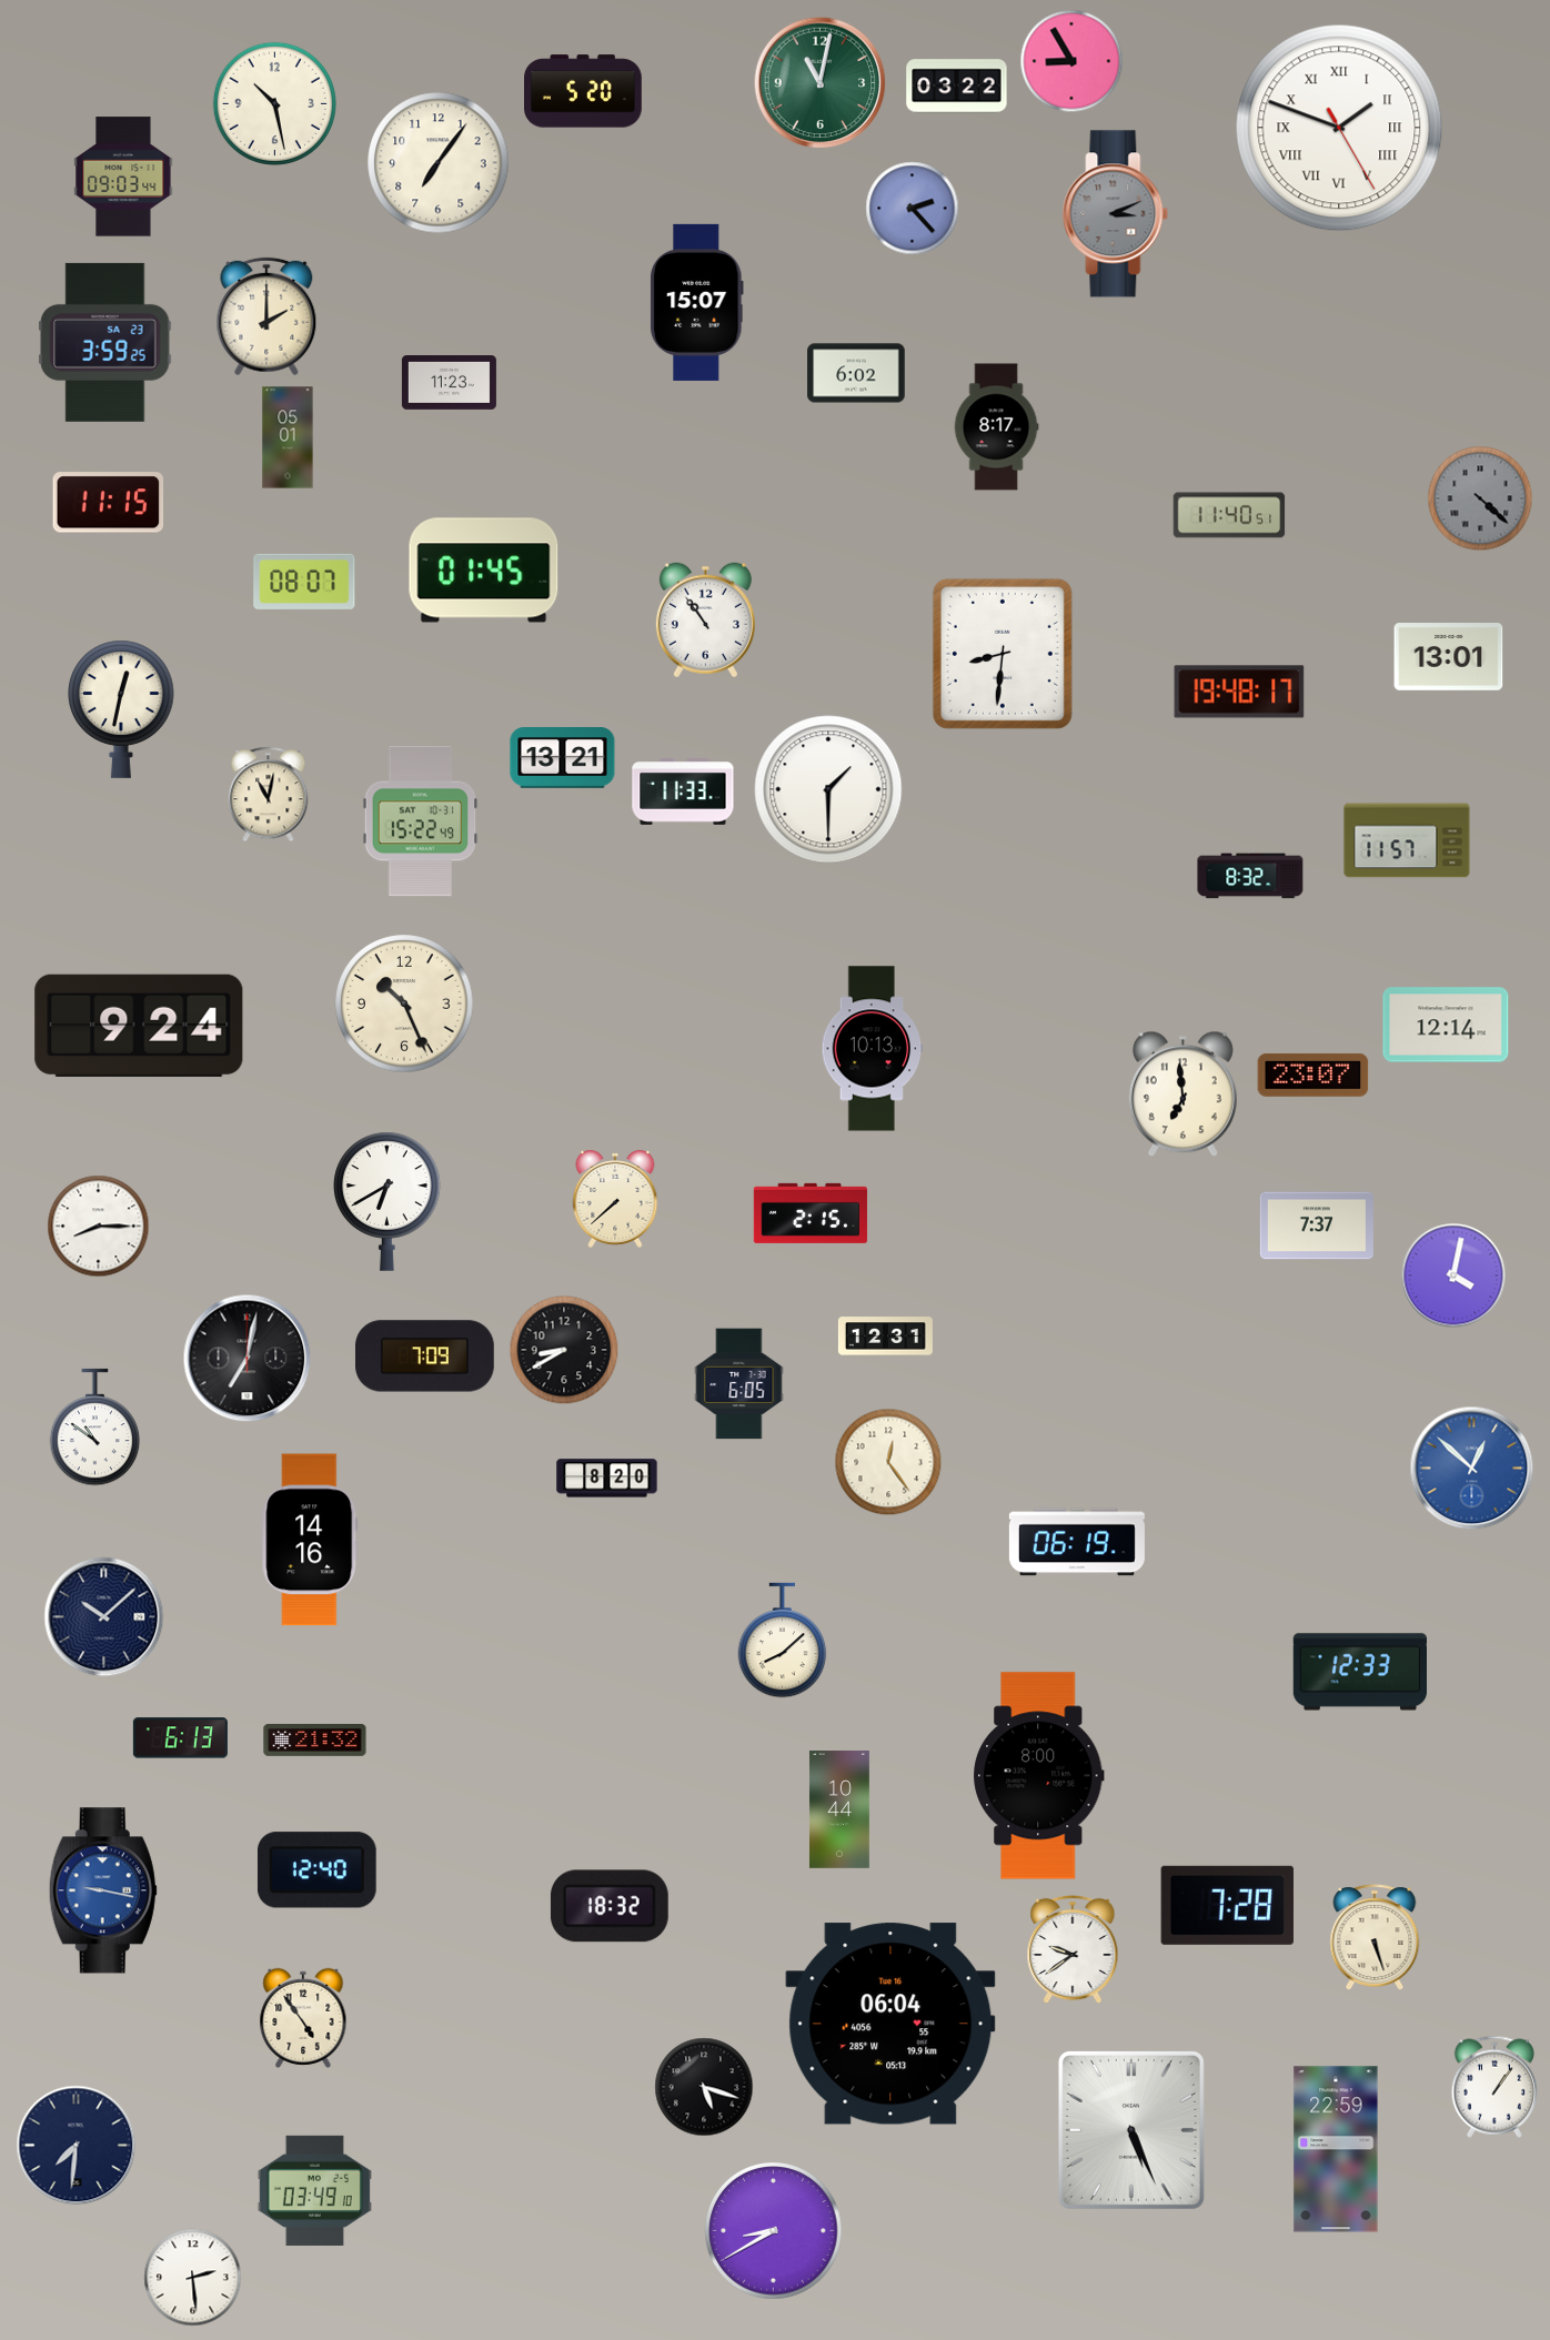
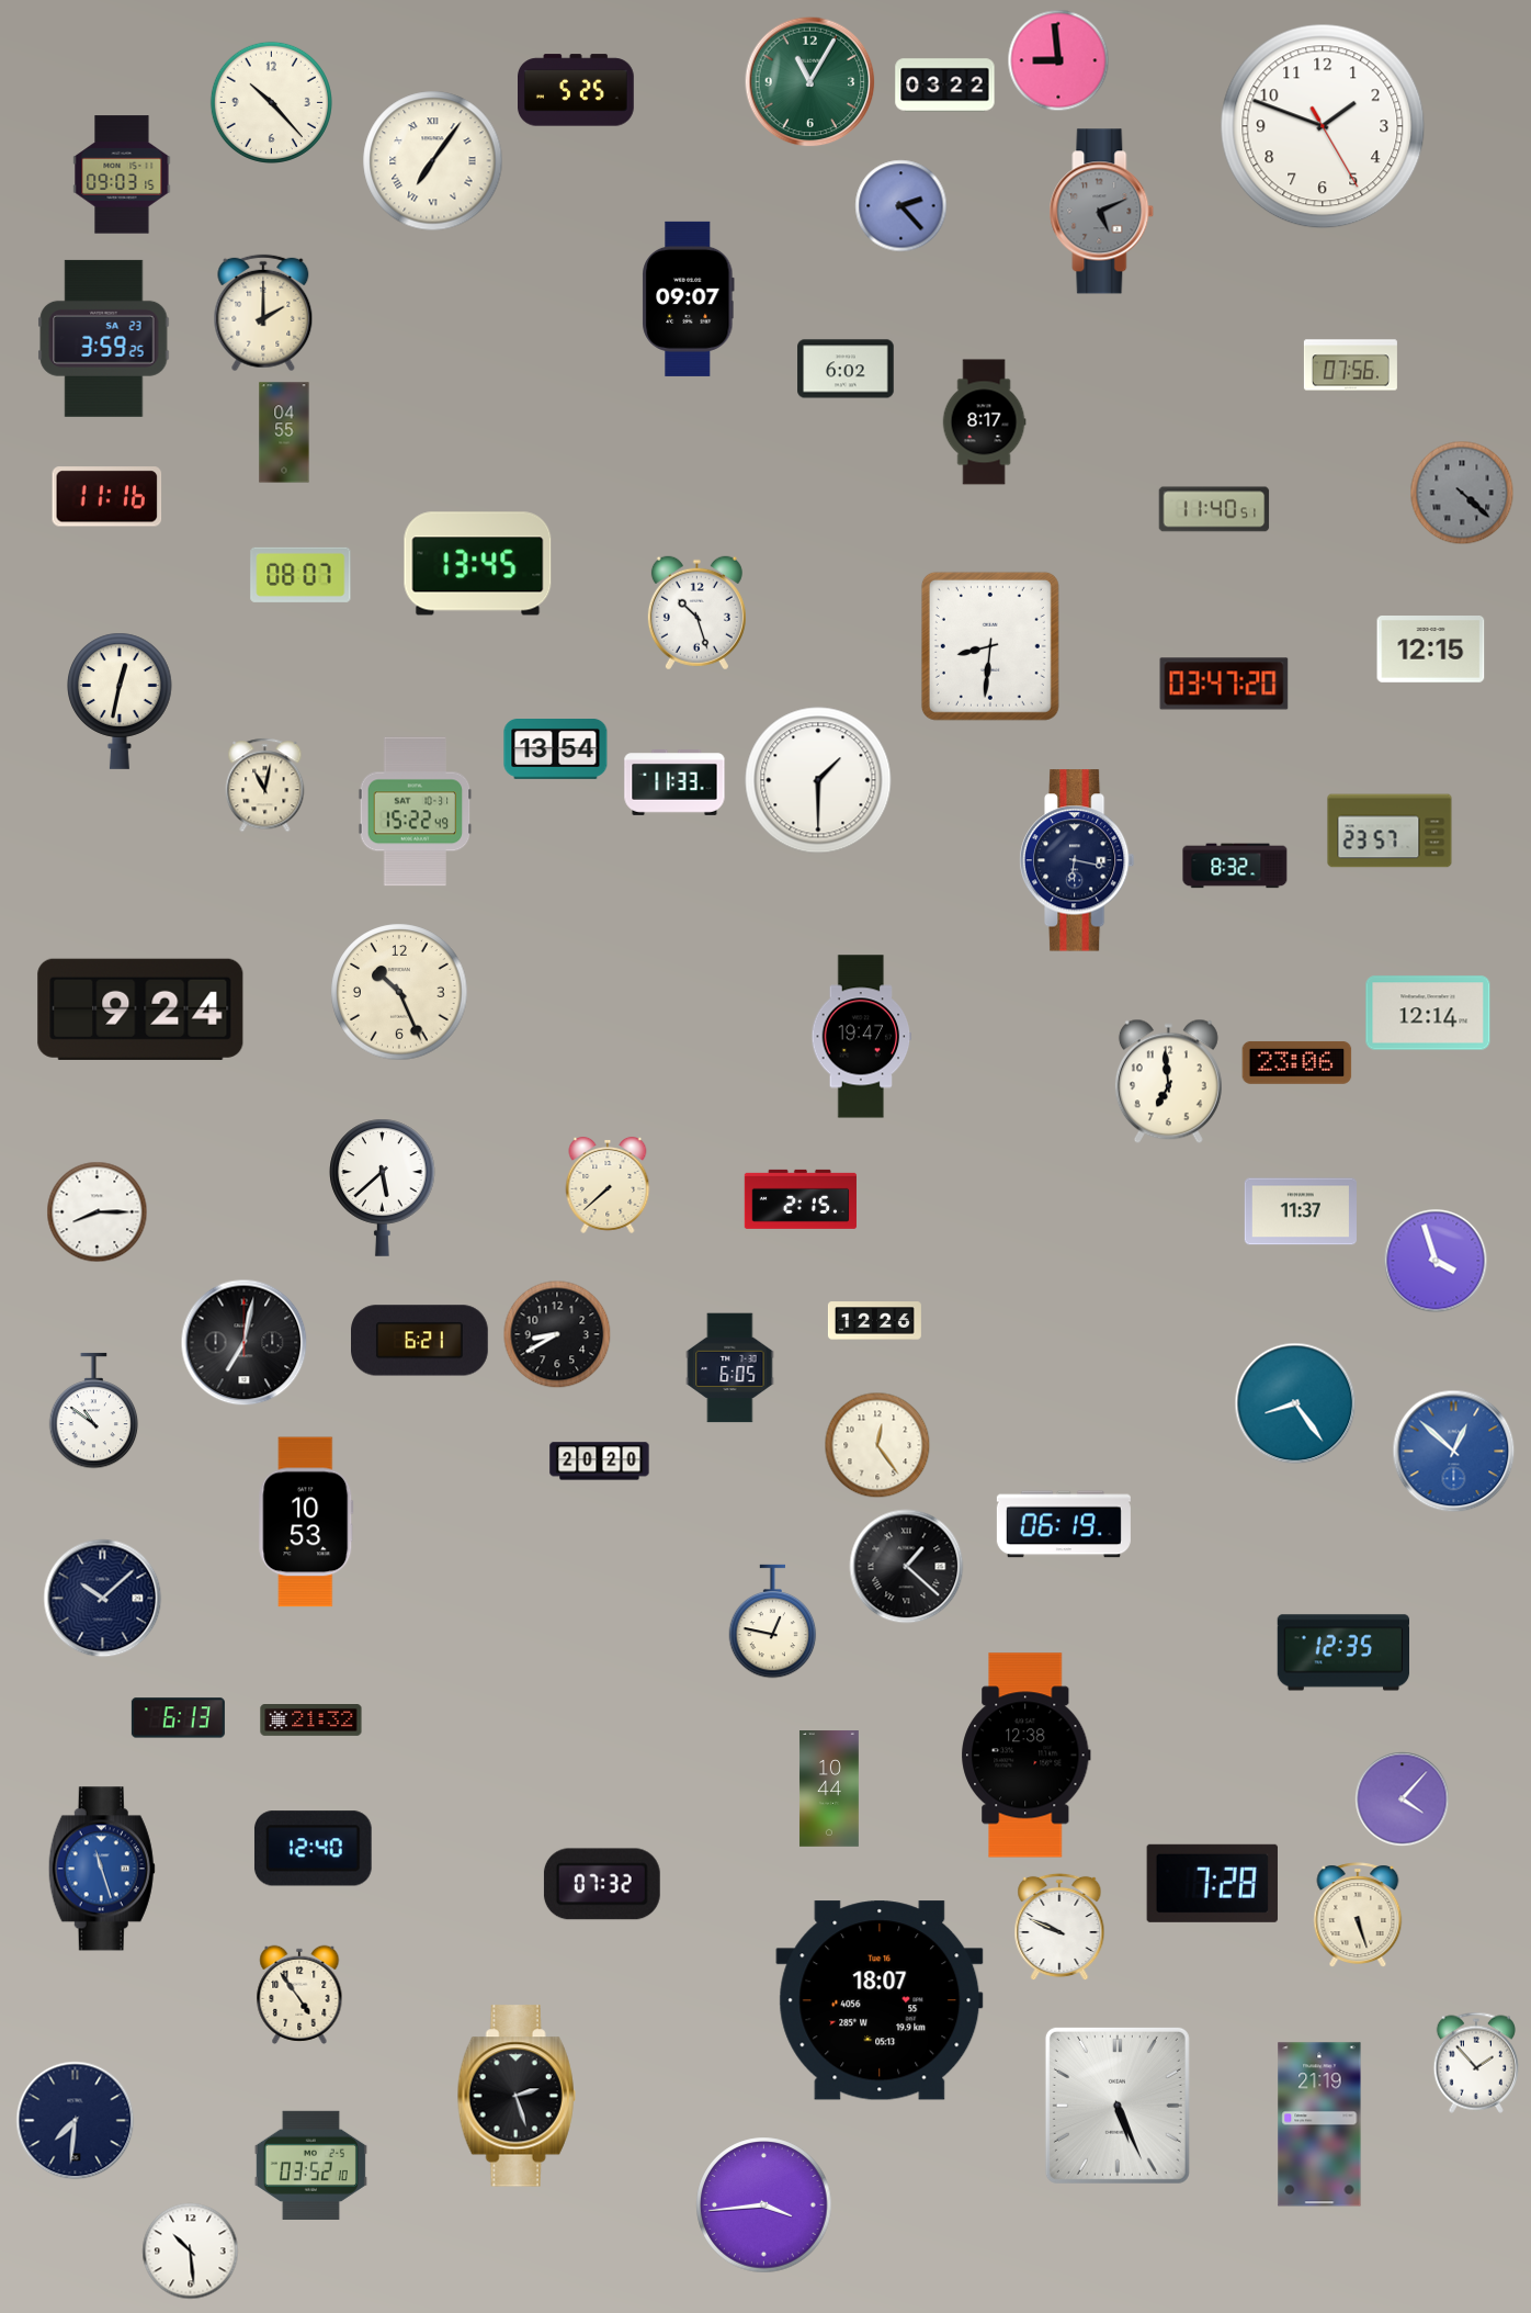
clock at (1071, 61): 8:55 -> 8:59
clock at (821, 83): 11:02 -> 11:05
clock at (584, 91): 5:20 -> 5:25
clock at (274, 103): 10:28 -> 10:23
clock at (1339, 128) numerals: Roman -> Arabic
clock at (439, 163) numerals: Arabic -> Roman
clock at (123, 176): 09:03:44 -> 09:03:15
clock at (1116, 214): 3:11 -> 5:11
clock at (697, 302): 15:07 -> 09:07
clock at (1350, 365): none -> 07:56
clock at (449, 383): 11:23 -> none
clock at (288, 437): 05:01 -> 04:55
clock at (109, 503): 11:15 -> 11:16
clock at (484, 571): 01:45 -> 13:45
clock at (705, 621): 10:54 -> 10:27
clock at (1449, 657): 13:01 -> 12:15
clock at (1239, 692): 19:48 -> 03:47
clock at (563, 758): 13:21 -> 13:54
clock at (1407, 840): 11:57 -> 23:57
clock at (1077, 860): none -> 6:17
clock at (139, 1026) position: (139, 1026) -> (140, 1009)
clock at (873, 1049): 10:13 -> 19:47
clock at (1314, 1075): 23:07 -> 23:06
clock at (387, 1201): 6:40 -> 5:38
clock at (1317, 1226): 7:37 -> 11:37
clock at (1453, 1275): 4:02 -> 3:57
clock at (885, 1337): 12:31 -> 12:26
clock at (425, 1356): 7:09 -> 6:21
clock at (1295, 1403): none -> 8:24
clock at (607, 1479): 8:20 -> 20:20
clock at (310, 1540): 14:16 -> 10:53
clock at (907, 1567): none -> 1:22
clock at (783, 1641): 8:08 -> 12:47
clock at (1359, 1672): 12:33 -> 12:35
clock at (1039, 1776): 8:00 -> 12:38
clock at (1403, 1799): none -> 4:07
clock at (103, 1890): 9:17 -> 11:27
clock at (610, 1906): 18:32 -> 07:32
clock at (1073, 1949): 9:39 -> 9:49
clock at (890, 2024): 06:04 -> 18:07
clock at (704, 2087): 5:18 -> none
clock at (1493, 2087): 1:06 -> 1:53
clock at (517, 2096): none -> 2:27
clock at (1336, 2149): 22:59 -> 21:19
clock at (314, 2190): 03:49 -> 03:52
clock at (774, 2231): 8:40 -> 3:44
clock at (193, 2278): 2:29 -> 10:29
